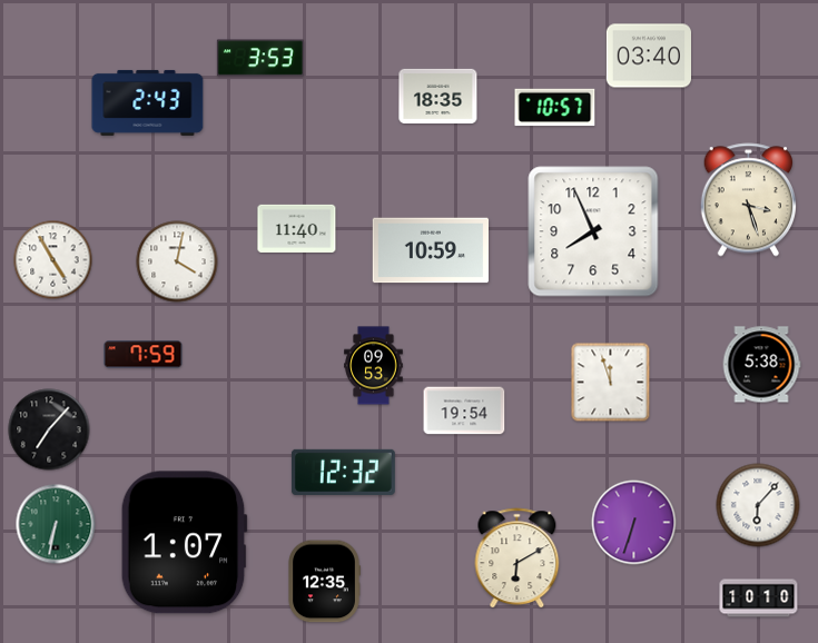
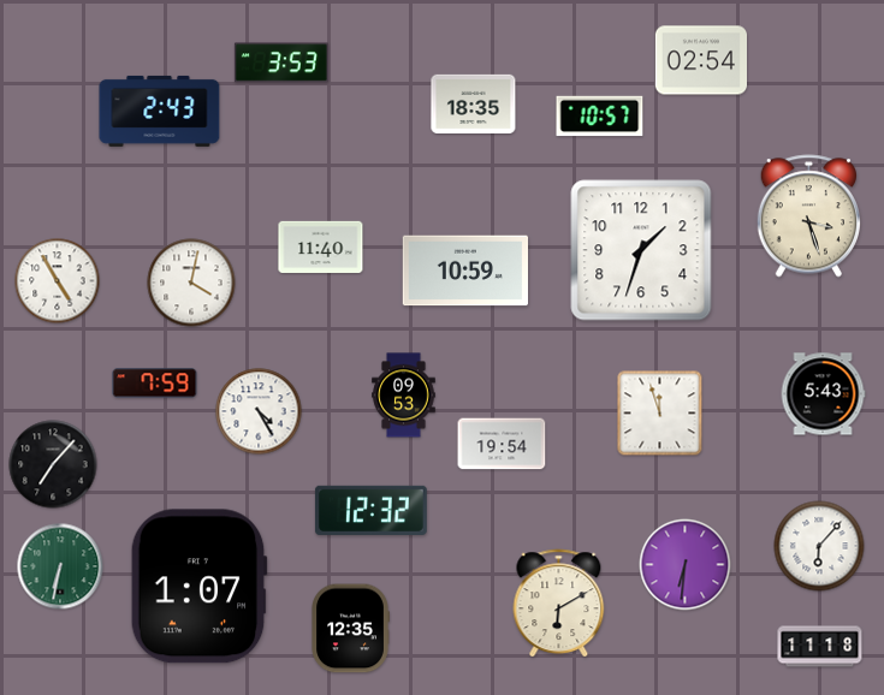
clock at (648, 56): 03:40 -> 02:54
clock at (593, 231): 7:56 -> 1:33
clock at (761, 365): 5:38 -> 5:43
clock at (259, 411): none -> 4:25
clock at (634, 523): 6:33 -> 6:31
clock at (759, 599): 10:10 -> 11:18
